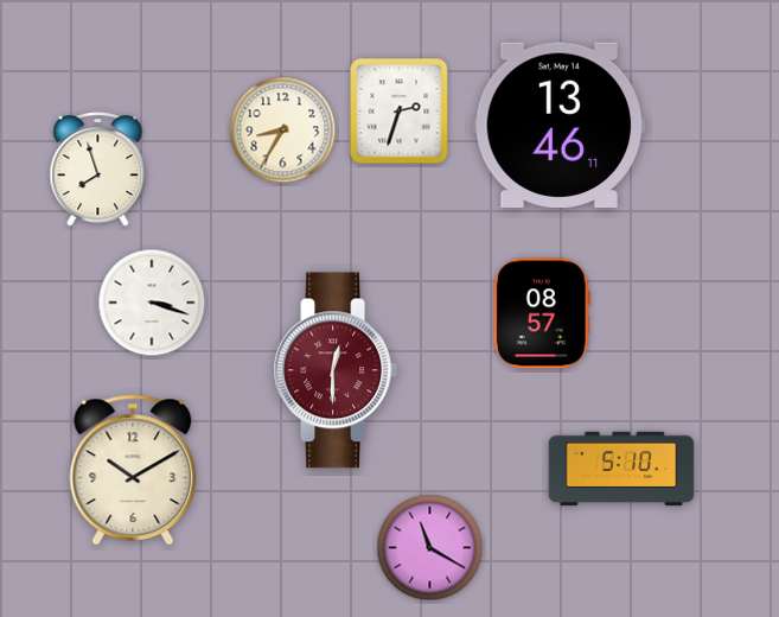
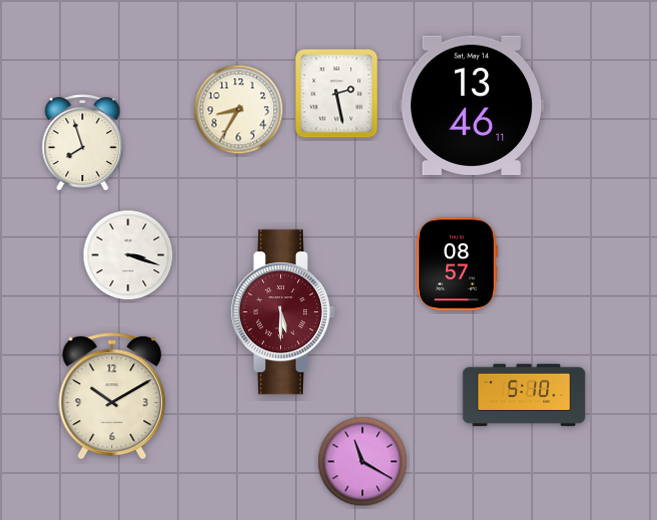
clock at (400, 112): 2:33 -> 2:28
clock at (336, 370): 12:30 -> 5:30
